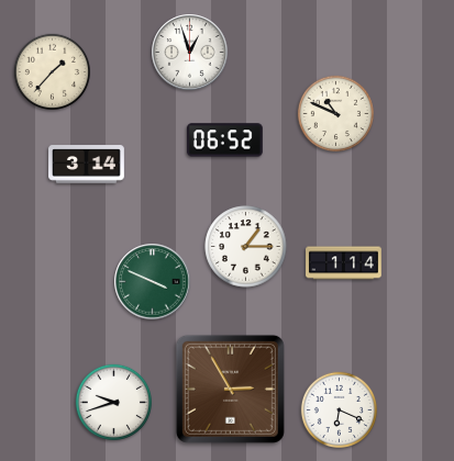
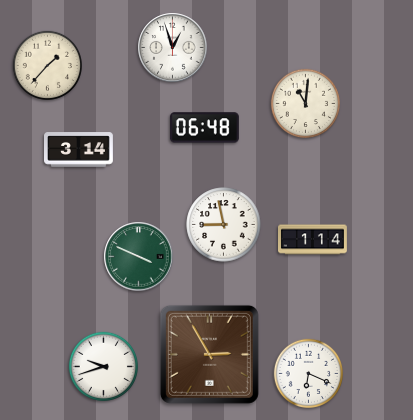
clock at (335, 113): 10:49 -> 11:01
clock at (224, 140): 06:52 -> 06:48
clock at (246, 247): 1:15 -> 8:58
